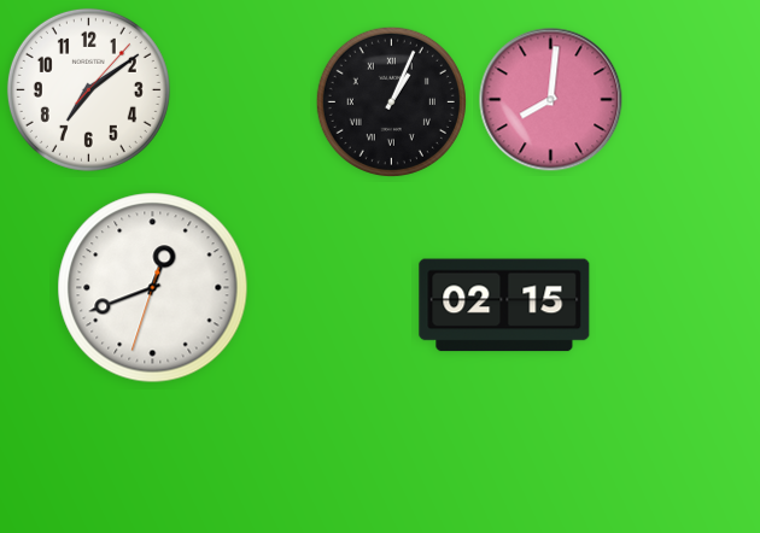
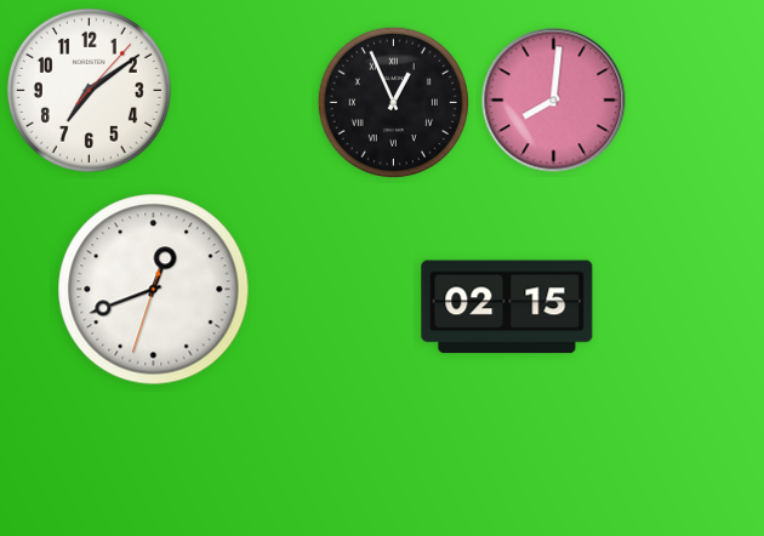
clock at (391, 101): 1:04 -> 12:56
